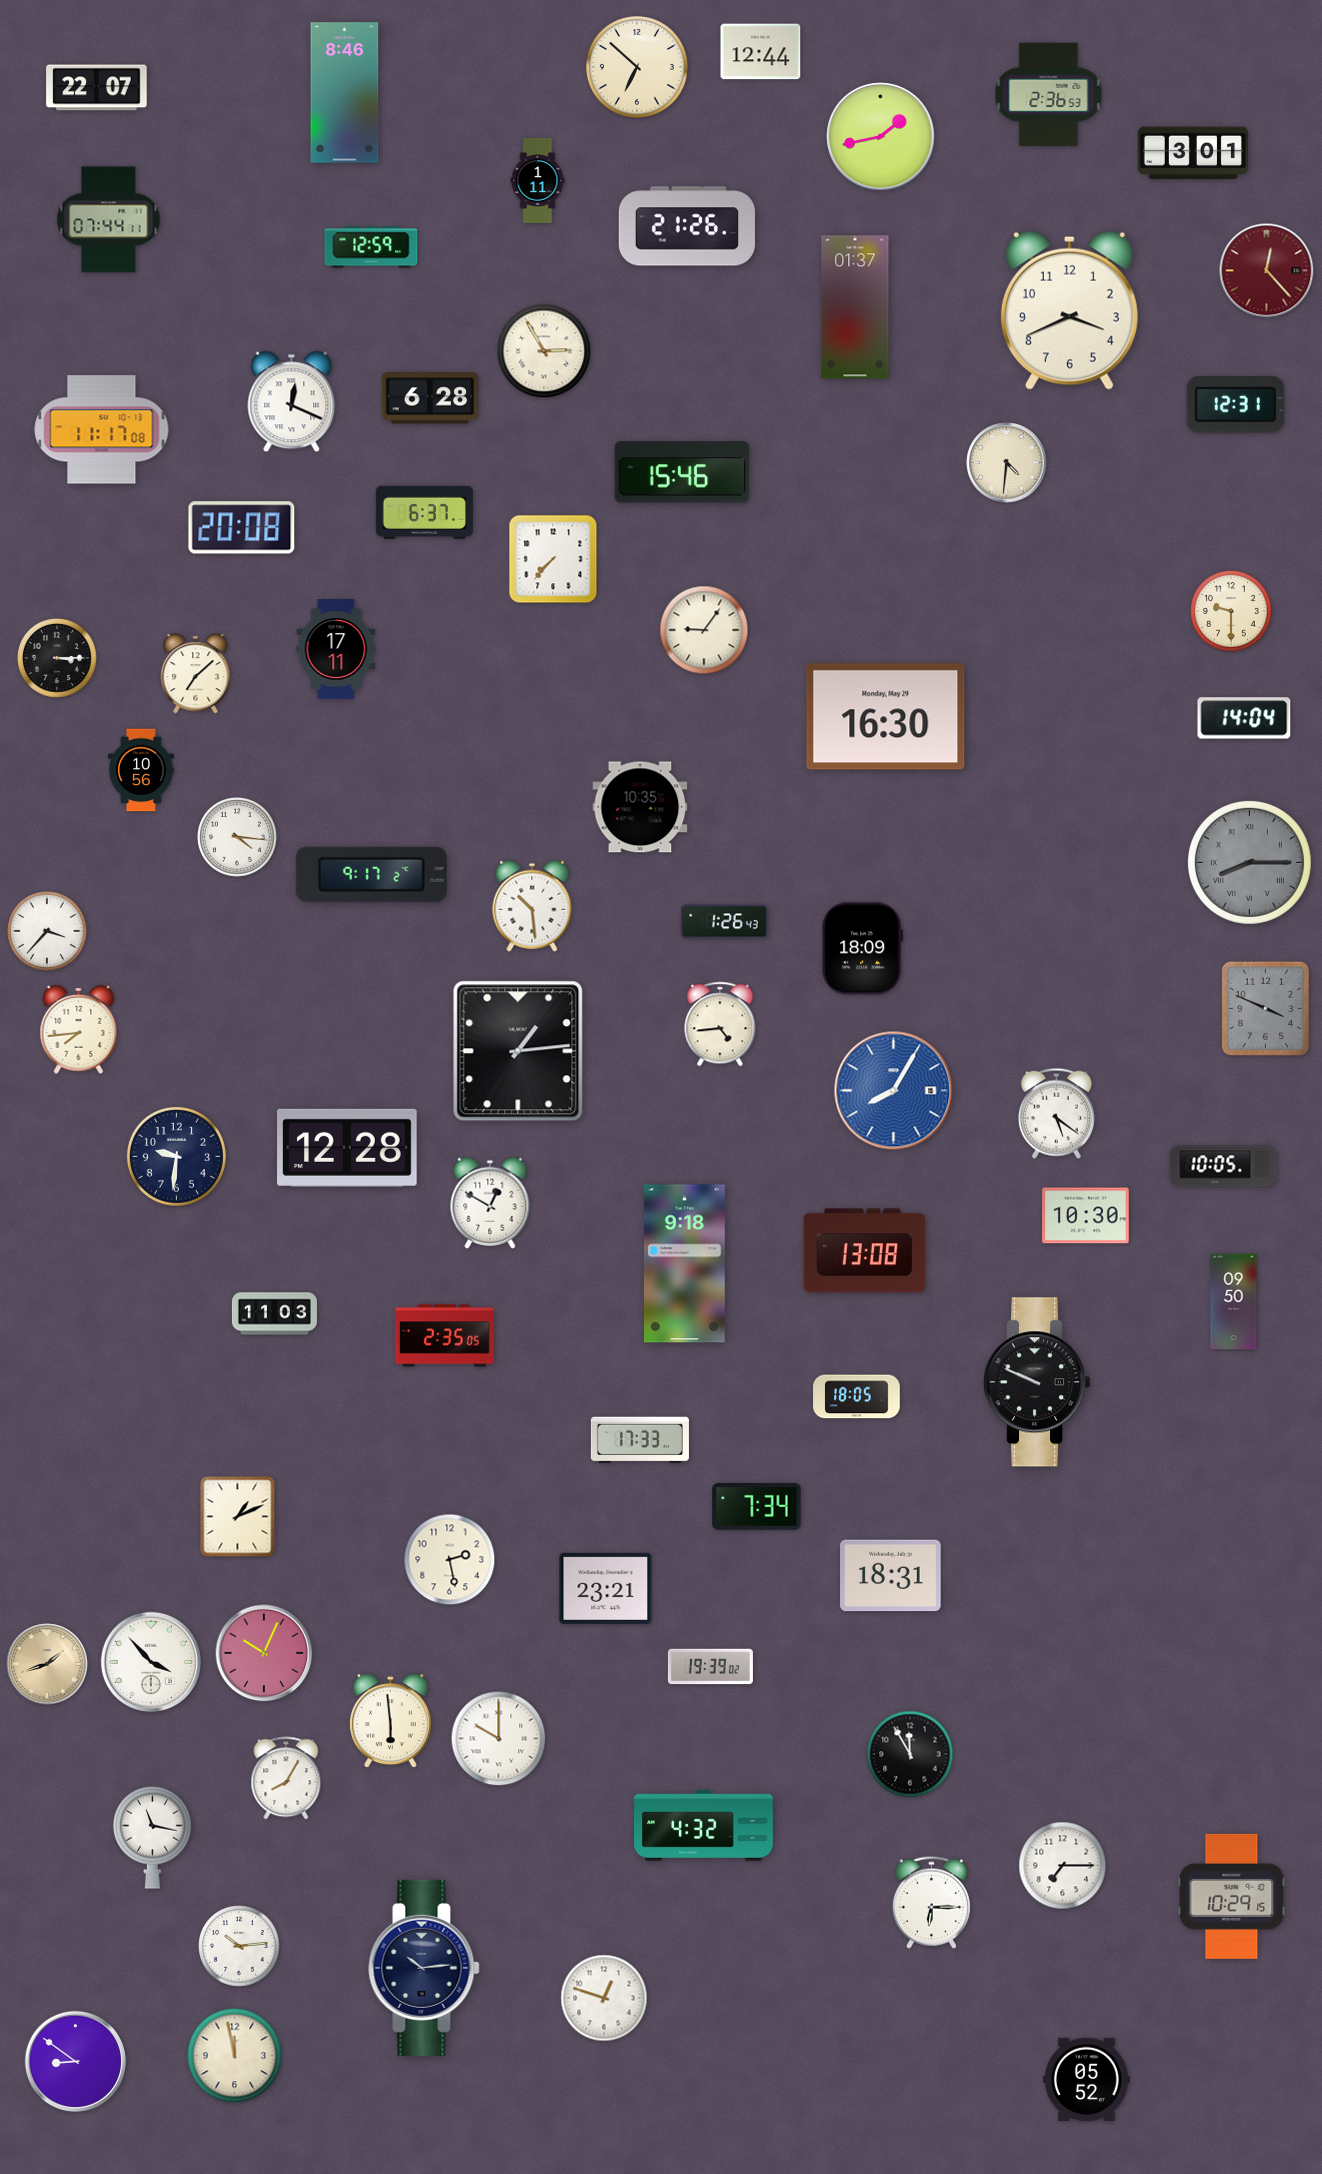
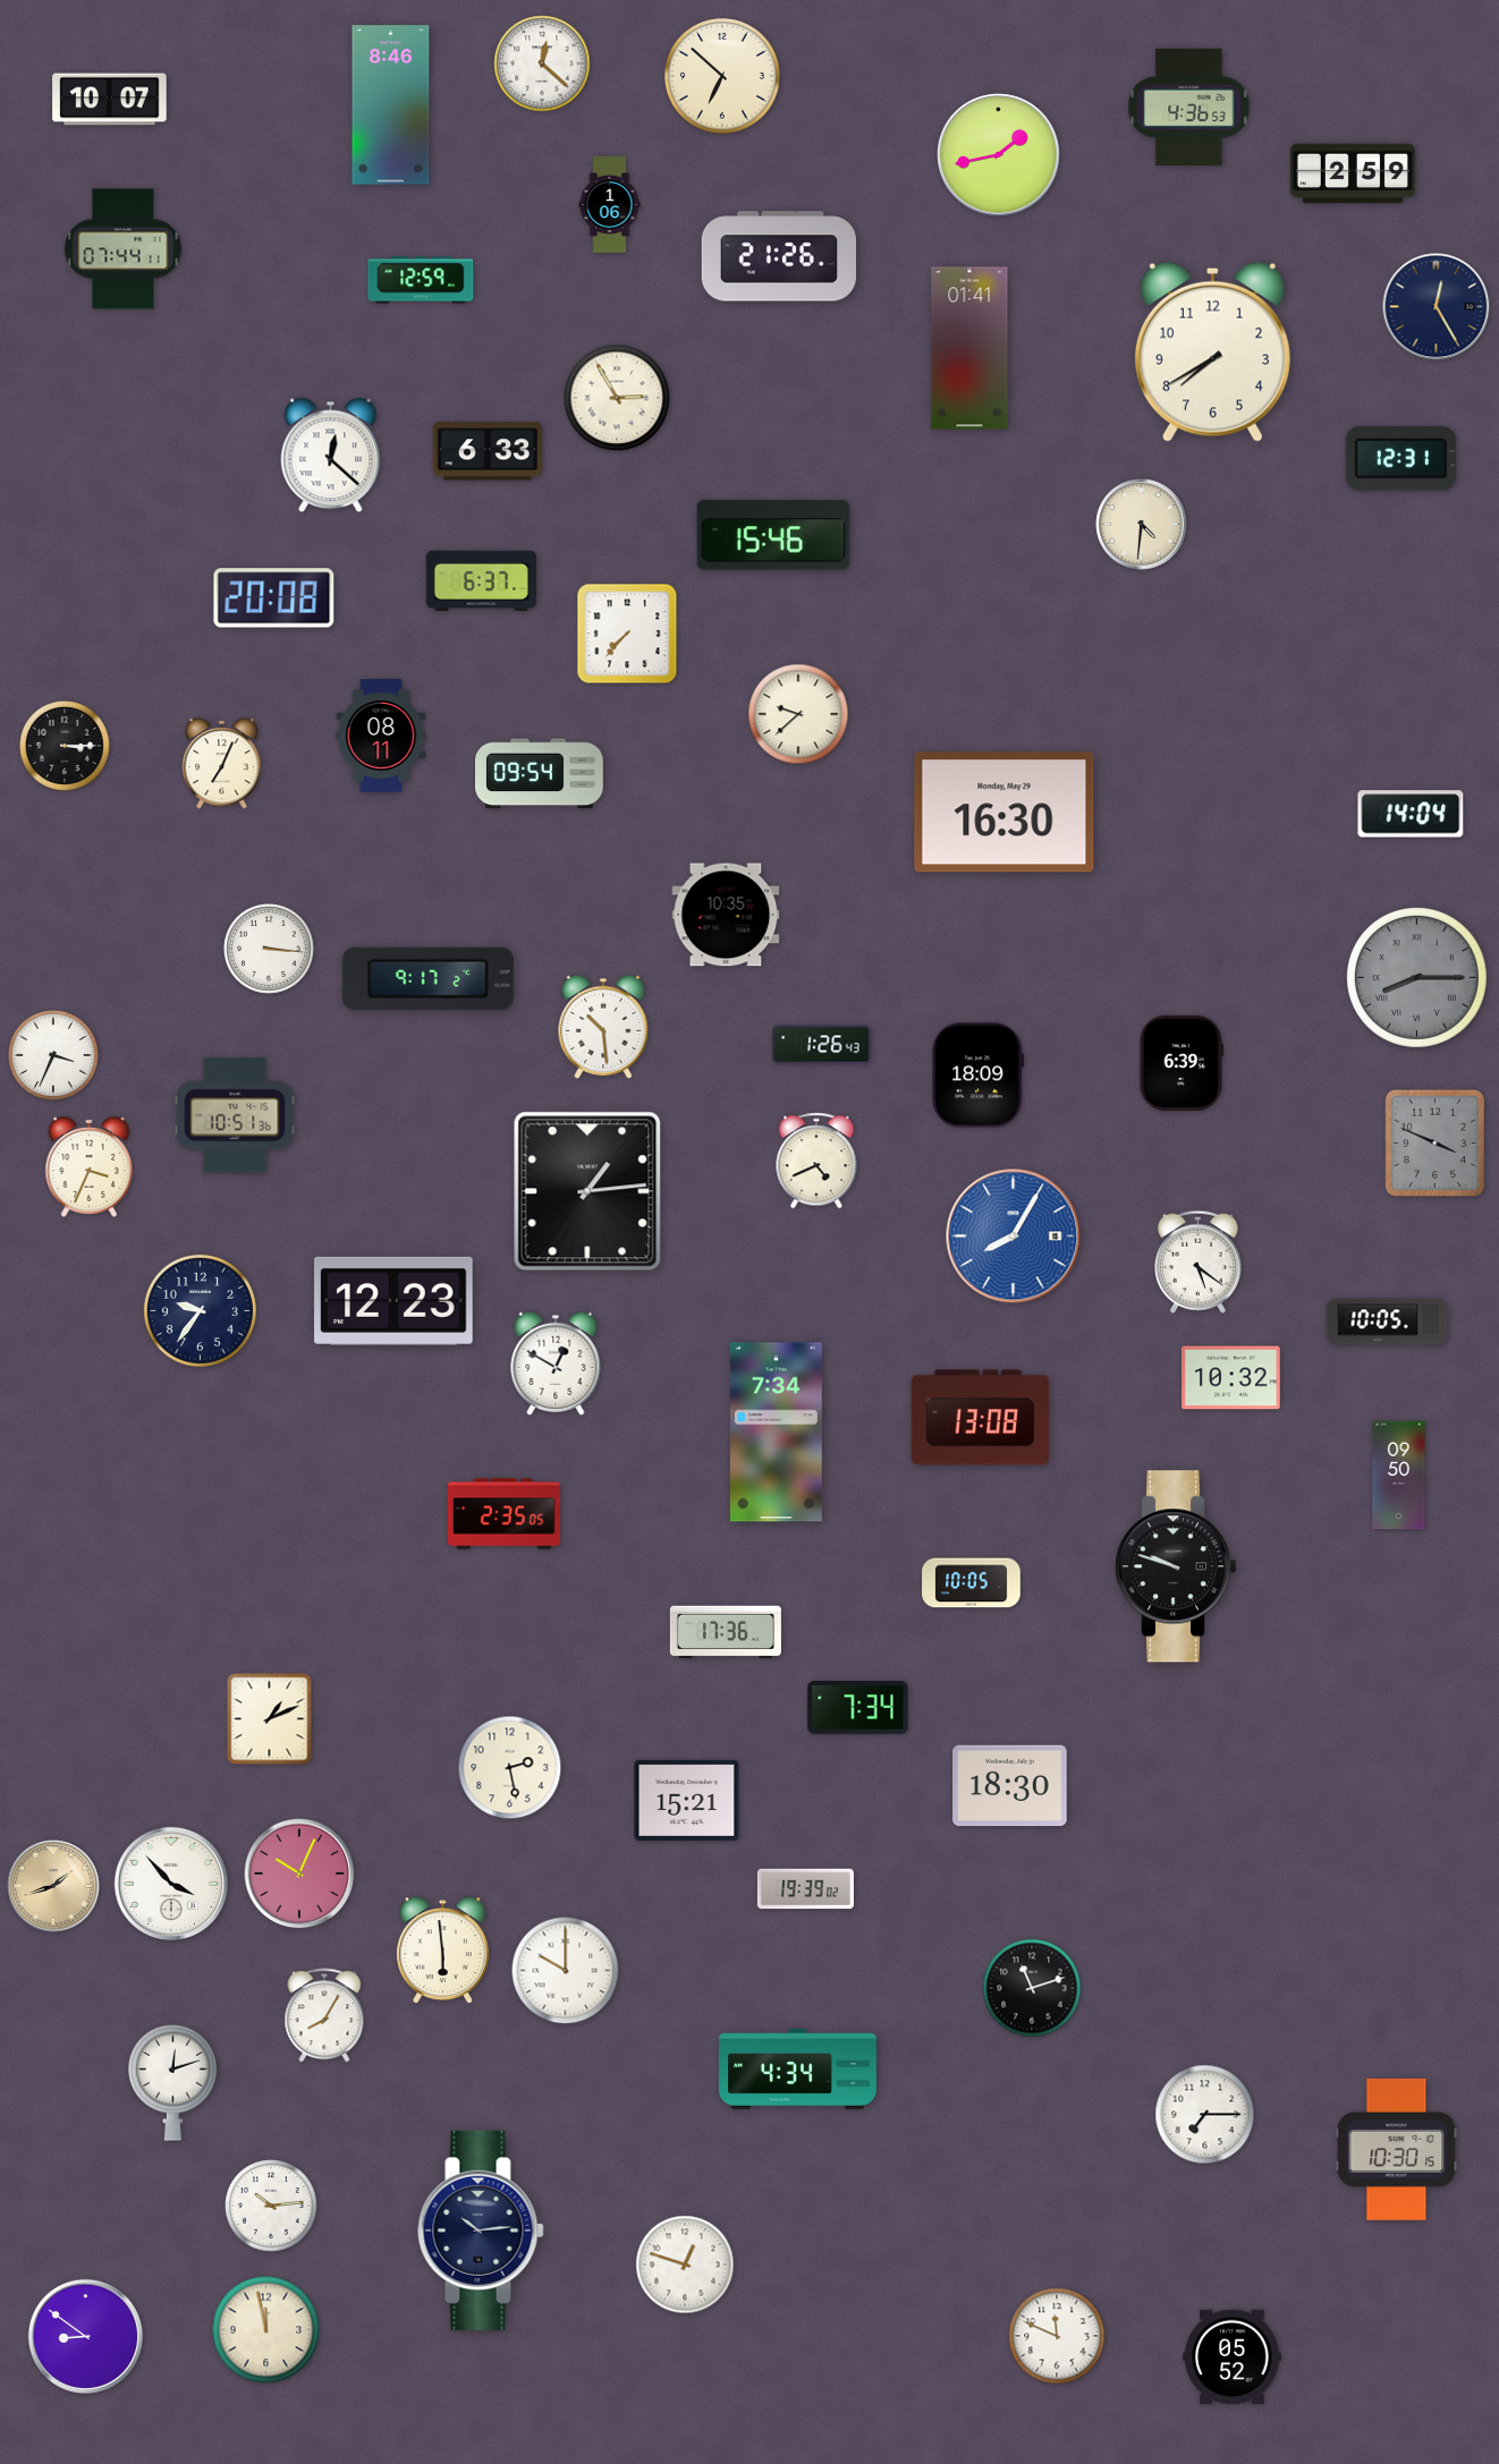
clock at (761, 52): 12:44 -> none
clock at (542, 63): none -> 12:22
clock at (97, 88): 22:07 -> 10:07
clock at (1049, 94): 2:36 -> 4:36
clock at (1193, 153): 3:01 -> 2:59
clock at (538, 180): 1:11 -> 1:06
clock at (1267, 271): 12:23 -> 12:25
clock at (1267, 271) dial: burgundy -> navy
clock at (855, 307): 01:37 -> 01:41
clock at (1069, 310): 3:41 -> 7:40
clock at (429, 398): 6:28 -> 6:33
clock at (292, 402): 12:19 -> 12:22
clock at (102, 430): 11:17 -> none
clock at (1231, 611): 9:30 -> none
clock at (704, 630): 9:06 -> 9:38
clock at (336, 649): 17:11 -> 08:11
clock at (196, 674): 7:08 -> 7:04
clock at (540, 774): none -> 09:54
clock at (142, 770): 10:56 -> none
clock at (238, 838): 4:16 -> 3:16
clock at (371, 874) position: (371, 874) -> (427, 978)
clock at (48, 932): 3:37 -> 3:34
clock at (1180, 1063): none -> 6:39
clock at (235, 1115): none -> 10:51
clock at (720, 1024): 4:44 -> 4:41
clock at (79, 1029): 7:44 -> 3:34
clock at (347, 1148): 12:28 -> 12:23
clock at (176, 1156): 9:31 -> 9:36
clock at (1086, 1216): 10:30 -> 10:32
clock at (684, 1264): 9:18 -> 7:34
clock at (274, 1314): 11:03 -> none
clock at (1037, 1382): 9:49 -> 9:48
clock at (857, 1397): 18:05 -> 10:05
clock at (640, 1440): 17:33 -> 17:36
clock at (891, 1576): 18:31 -> 18:30
clock at (606, 1588): 23:21 -> 15:21
clock at (910, 1754): 11:55 -> 11:12
clock at (704, 1826): 4:32 -> 4:34
clock at (153, 1837): 11:17 -> 12:12
clock at (1232, 1896): 10:29 -> 10:30
clock at (931, 1902): 6:15 -> none
clock at (1057, 2336): none -> 11:49
